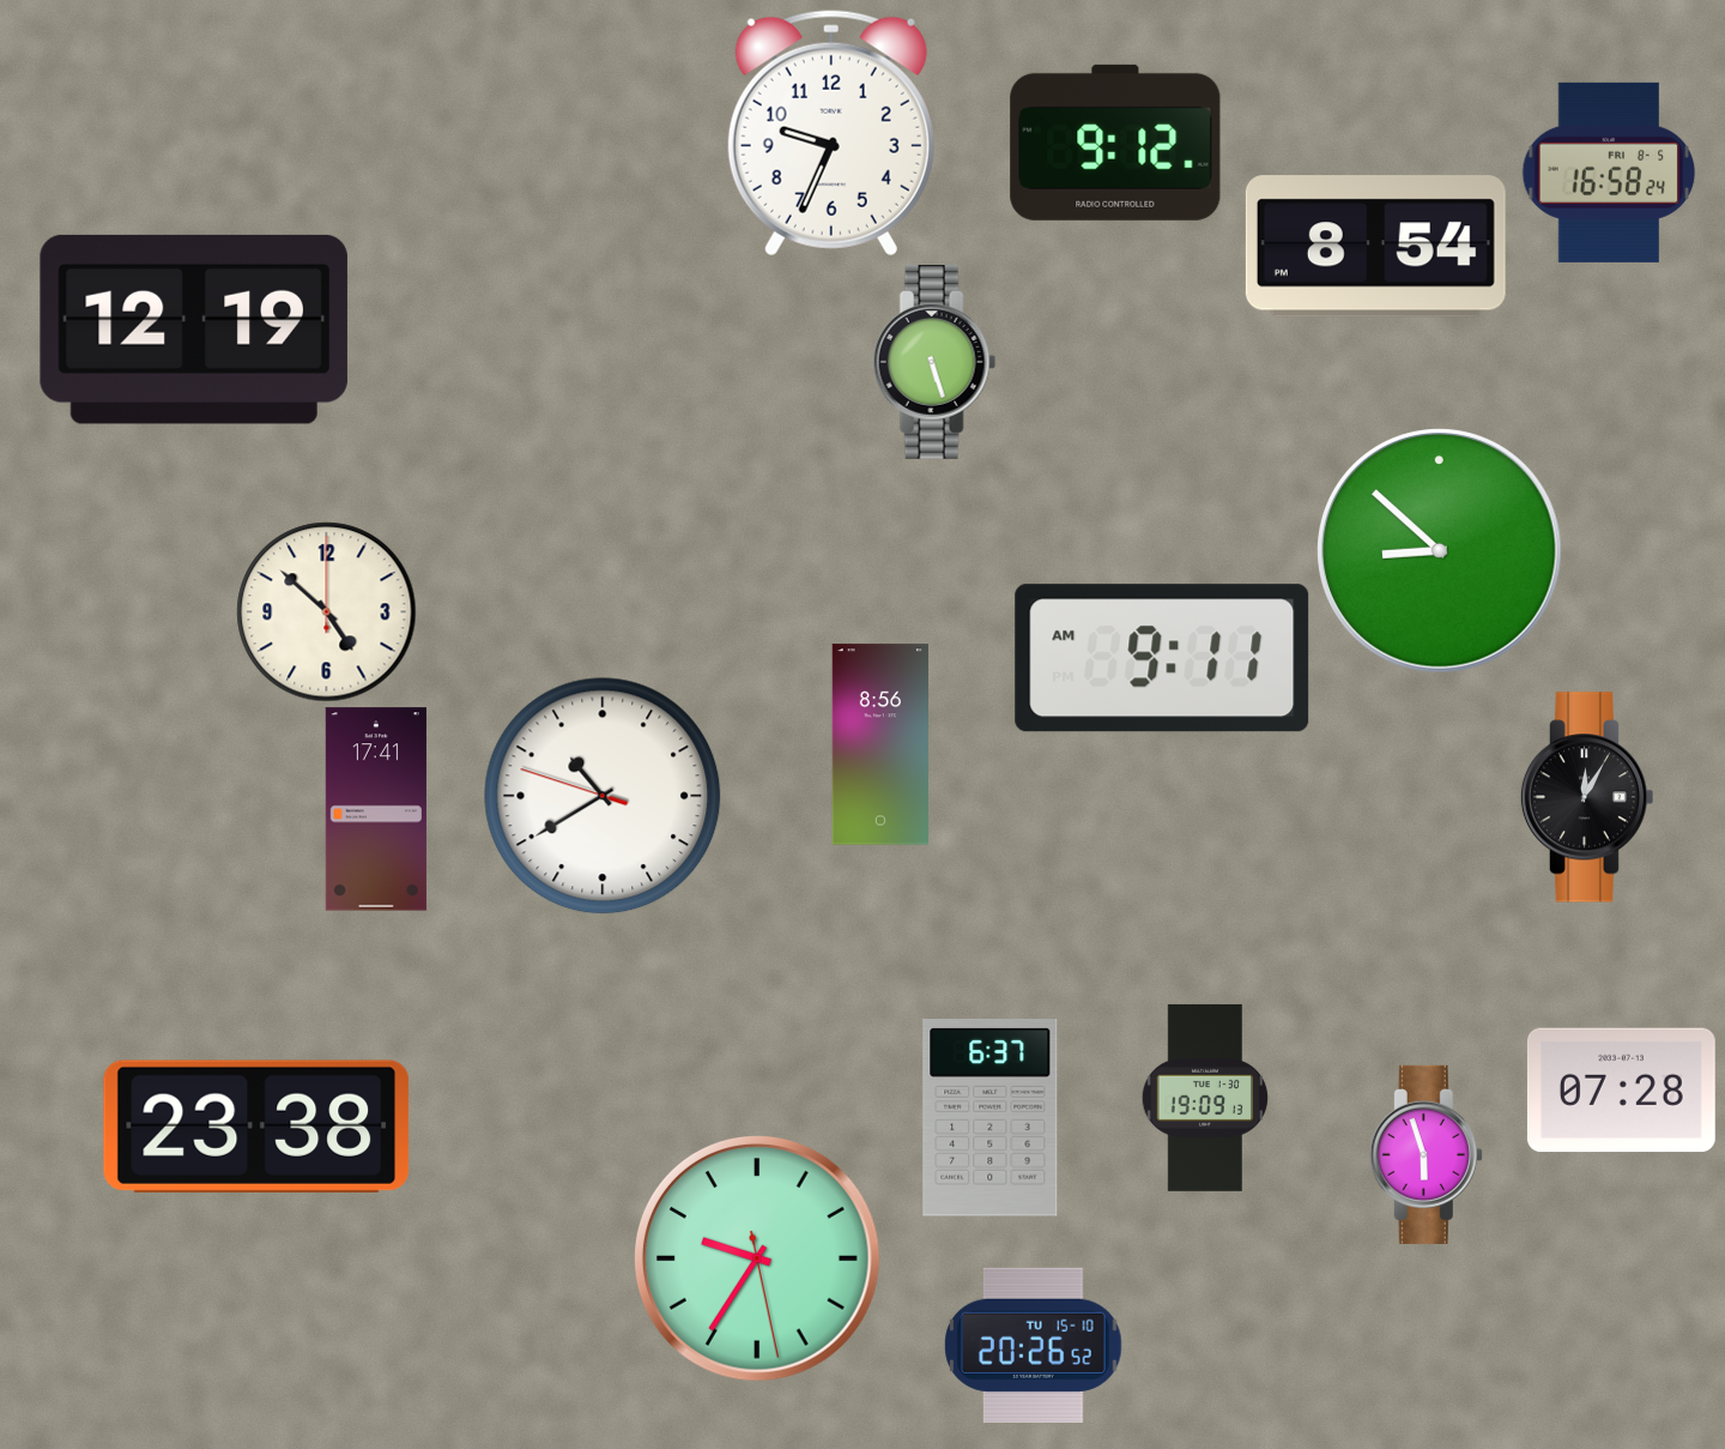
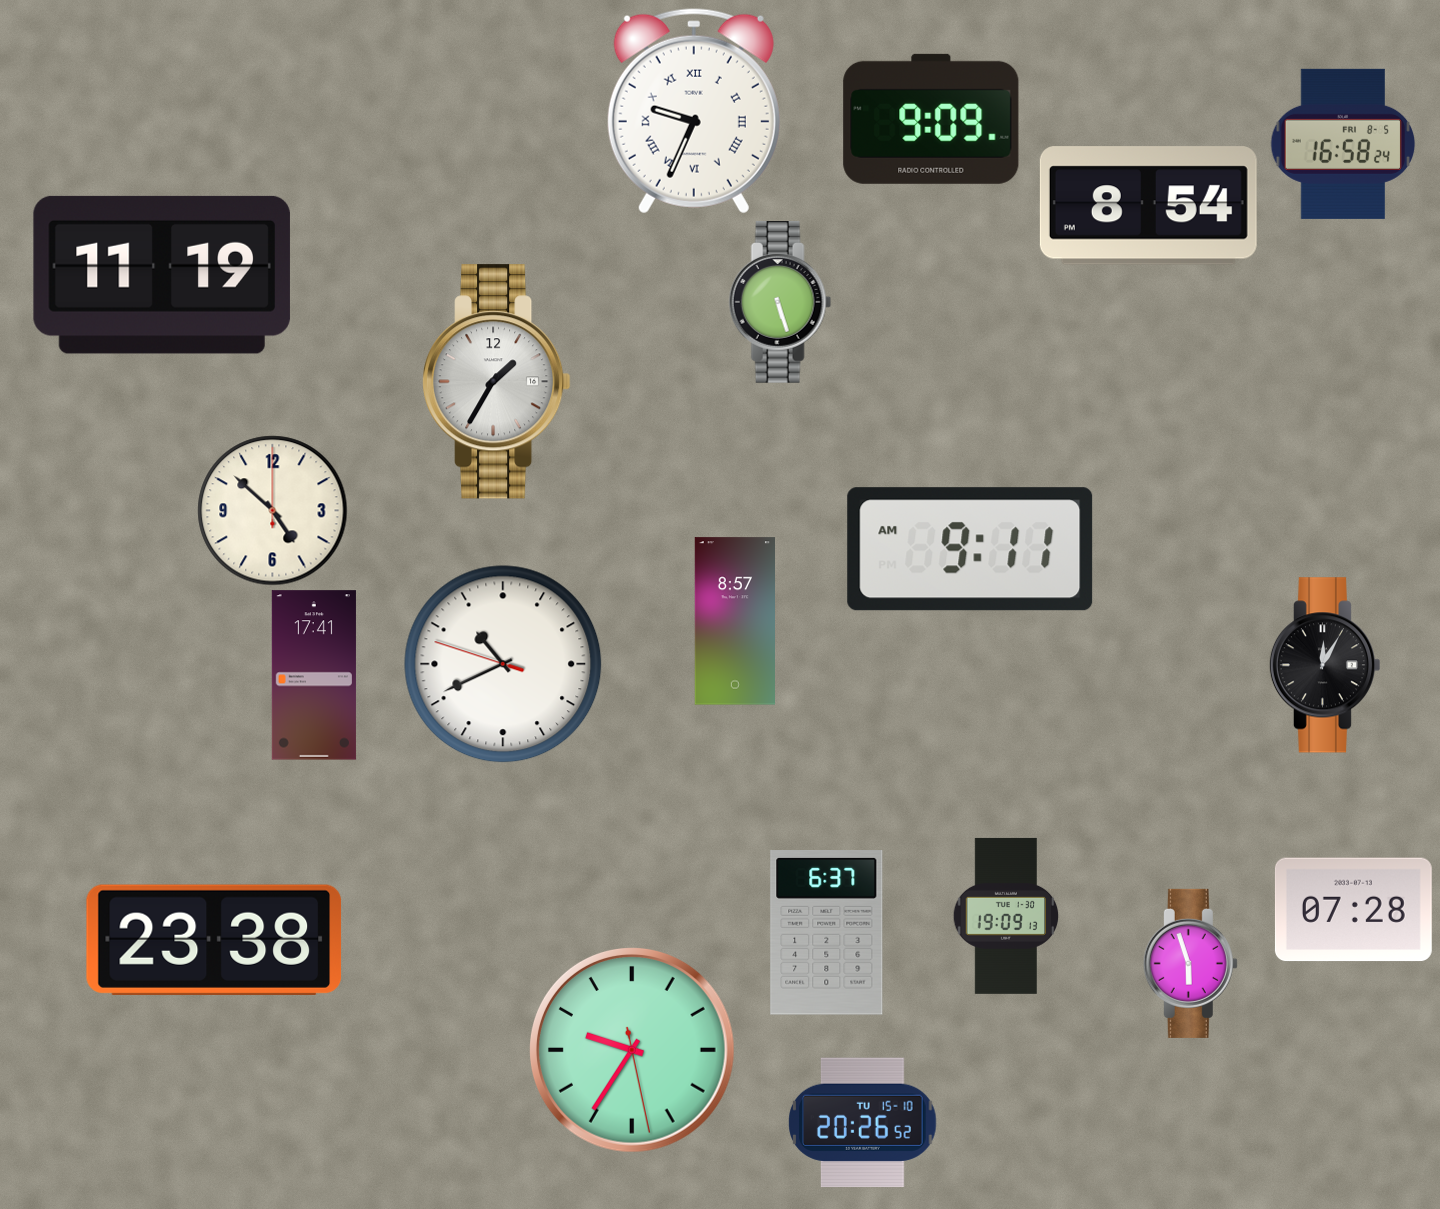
clock at (831, 133) numerals: Arabic -> Roman
clock at (1115, 143): 9:12 -> 9:09
clock at (194, 330): 12:19 -> 11:19
clock at (497, 382): none -> 1:35
clock at (1440, 551): 8:52 -> none
clock at (879, 744): 8:56 -> 8:57
clock at (603, 796): 10:39 -> 10:40
